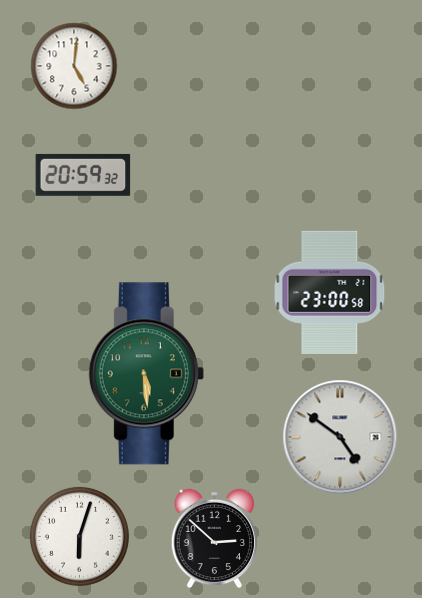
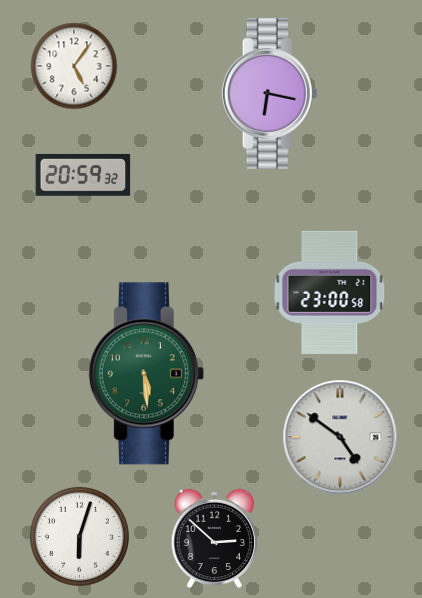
clock at (74, 66): 5:01 -> 5:06
clock at (270, 93): none -> 6:17
